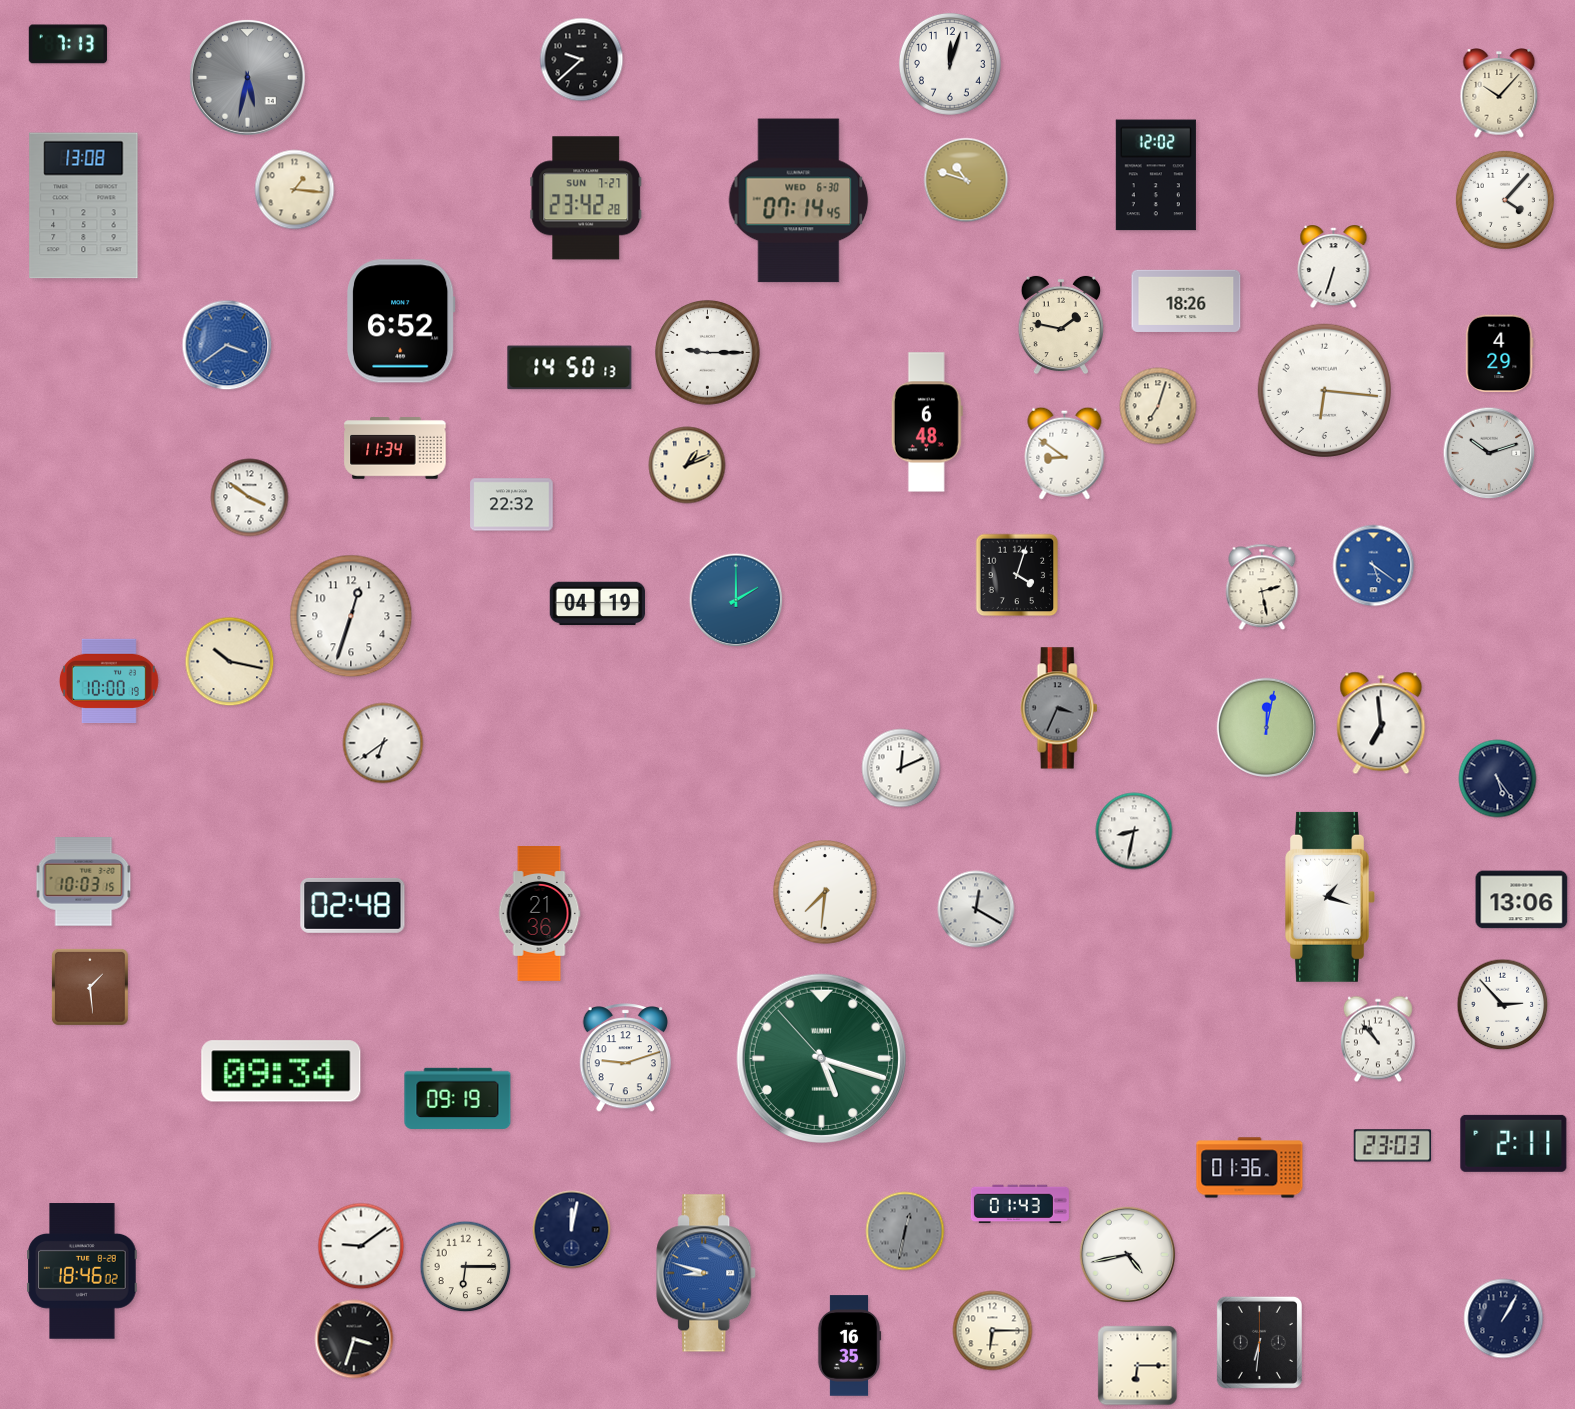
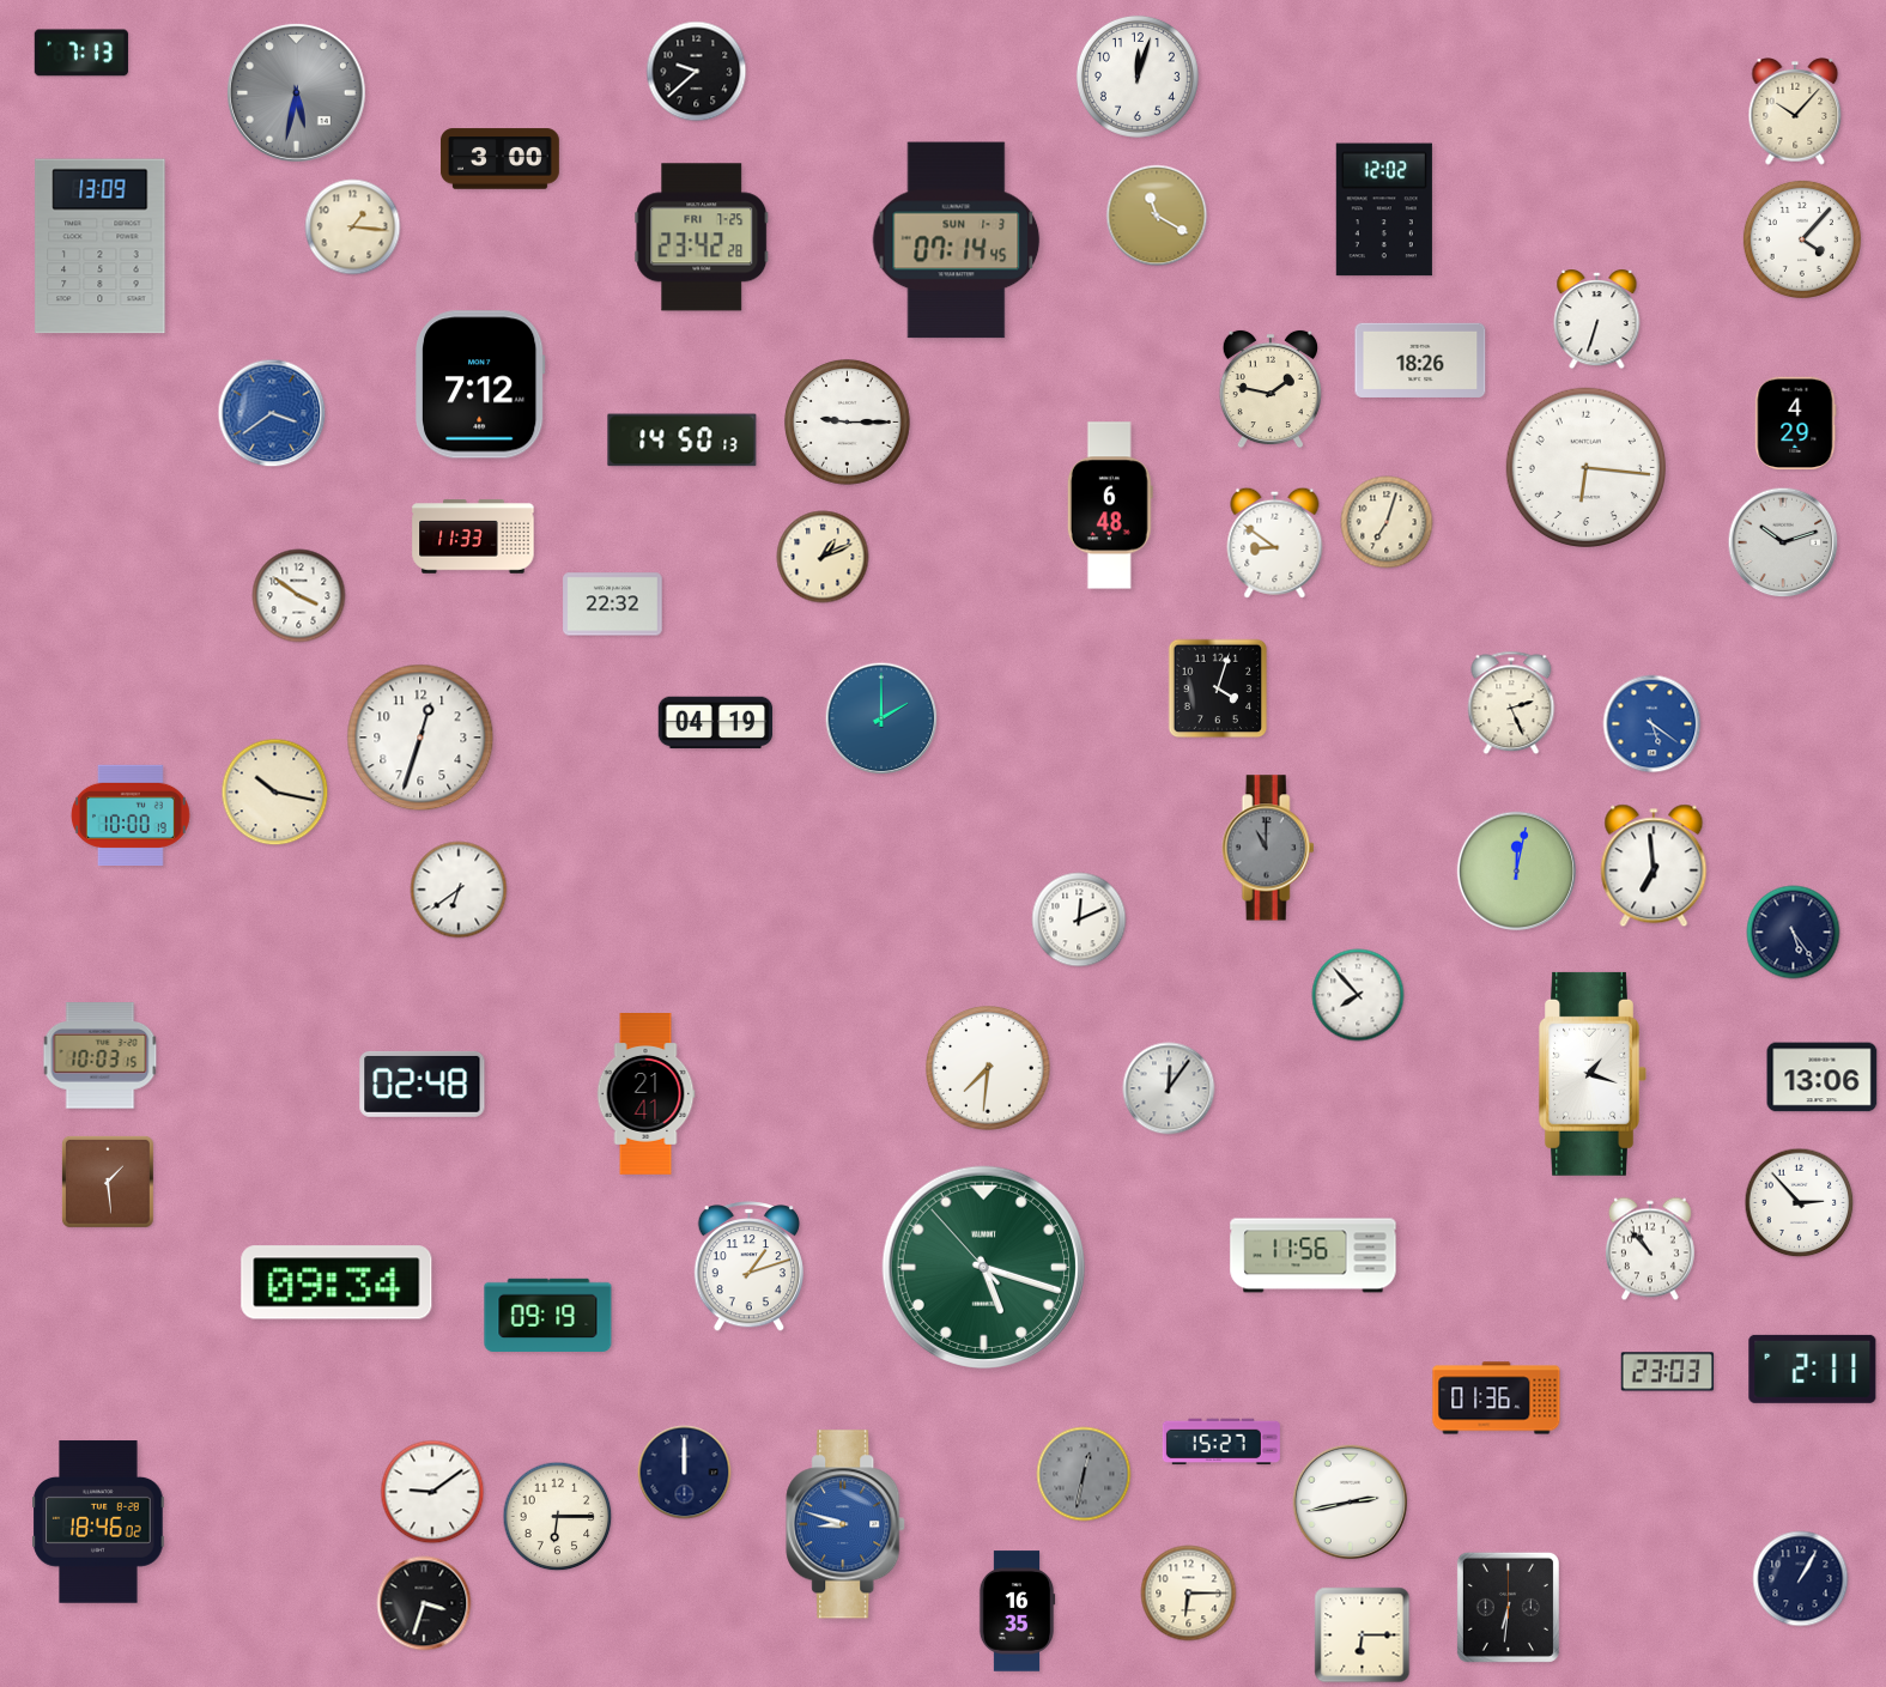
clock at (501, 159): none -> 3:00
clock at (966, 180): 10:48 -> 11:20
clock at (586, 198) date: SUN 7-27 -> FRI 7-25
clock at (799, 201) date: WED 6-30 -> SUN 1-3
clock at (84, 206): 13:08 -> 13:09
clock at (402, 321): 6:52 -> 7:12
clock at (1158, 406) position: (1158, 406) -> (1387, 522)
clock at (395, 448): 11:34 -> 11:33
clock at (1374, 566) position: (1374, 566) -> (1652, 724)
clock at (1262, 587): 2:28 -> 2:26
clock at (1059, 708): 3:34 -> 11:00
clock at (1134, 831): 8:32 -> 7:53
clock at (976, 909): 12:20 -> 12:06
clock at (539, 914): 21:36 -> 21:41
clock at (1378, 1039) position: (1378, 1039) -> (1650, 1249)
clock at (1314, 1256): none -> 11:56
clock at (625, 1058): 9:12 -> 1:12
clock at (1020, 1204): 01:43 -> 15:27
clock at (572, 1230): 12:02 -> 12:00
clock at (1128, 1255): 4:43 -> 2:43
